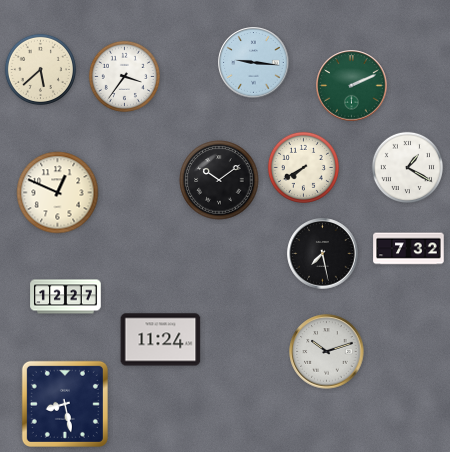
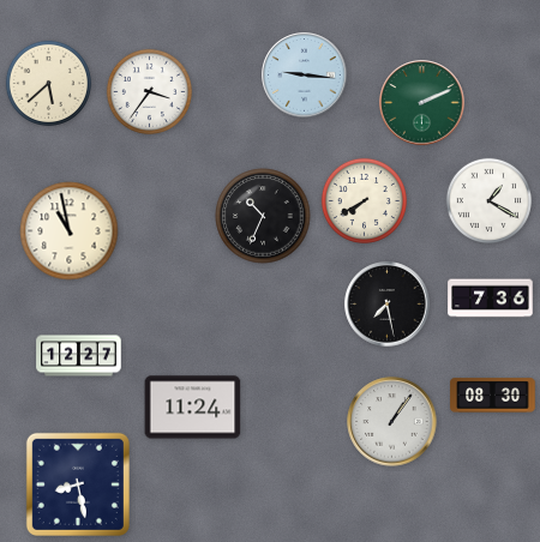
clock at (219, 180): 10:09 -> 10:34
clock at (58, 193): 12:49 -> 10:58
clock at (409, 249): 7:32 -> 7:36
clock at (493, 396): none -> 08:30
clock at (327, 352): 10:12 -> 1:06
